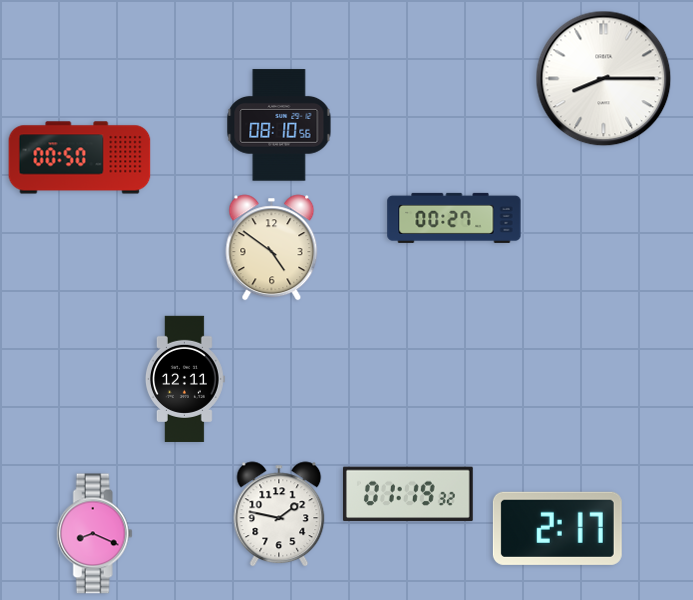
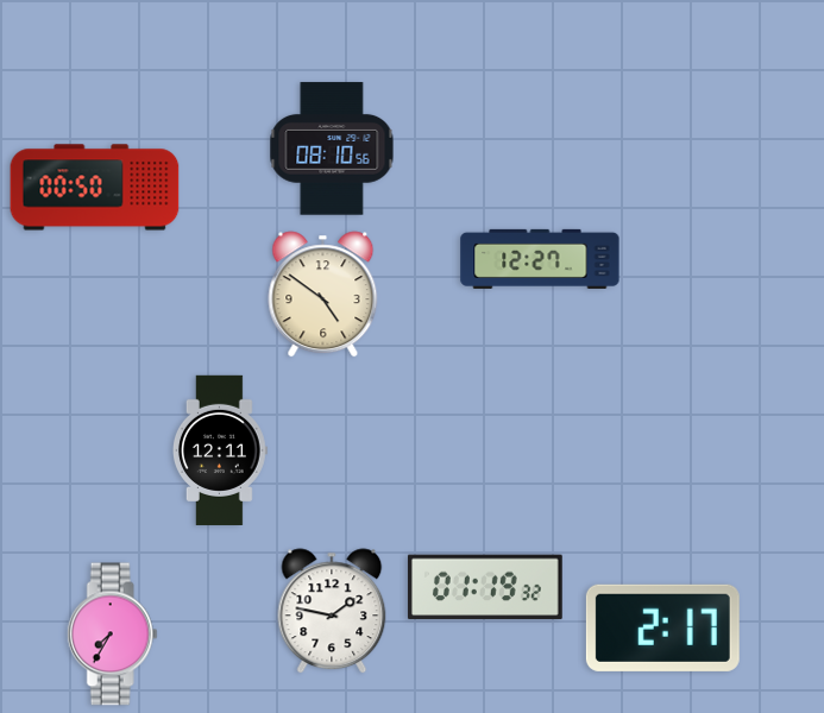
clock at (604, 79): 8:15 -> none
clock at (454, 218): 00:27 -> 12:27
clock at (94, 534): 8:19 -> 7:35
